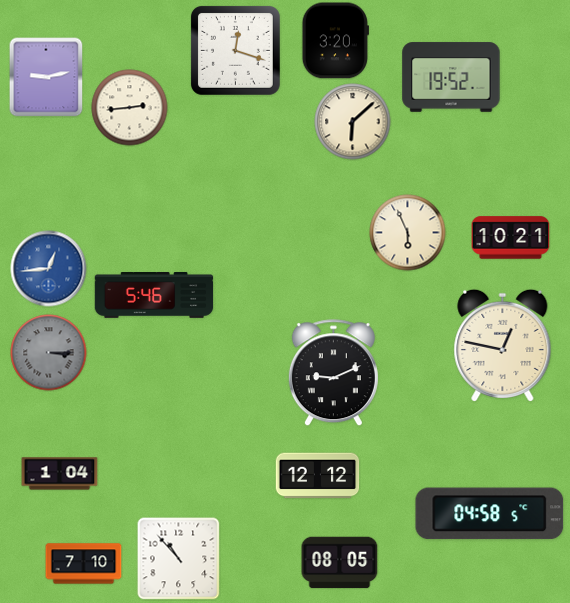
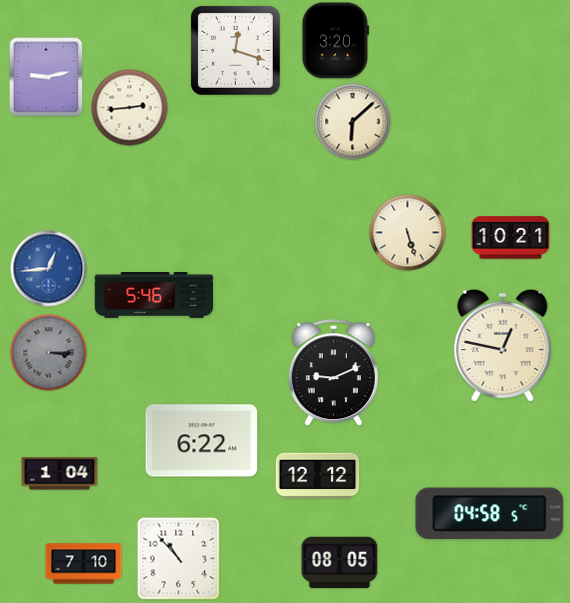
clock at (451, 77): 19:52 -> none
clock at (408, 233): 5:56 -> 5:27
clock at (202, 441): none -> 6:22
